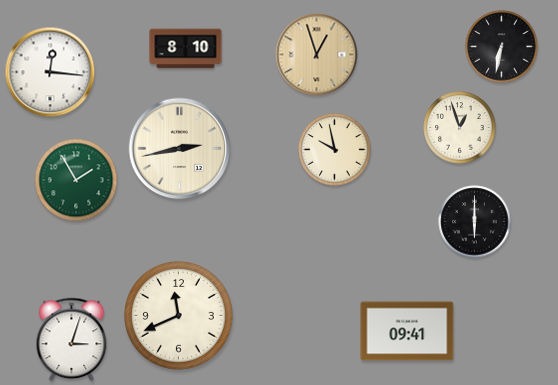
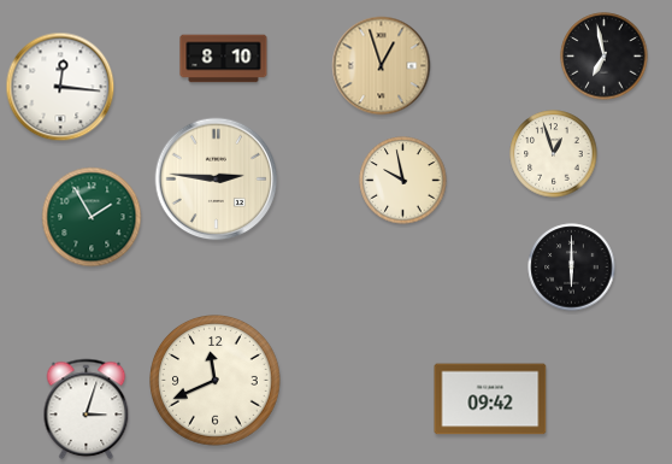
clock at (502, 47): 6:32 -> 6:58
clock at (180, 149): 2:43 -> 2:46
clock at (407, 331): 09:41 -> 09:42
